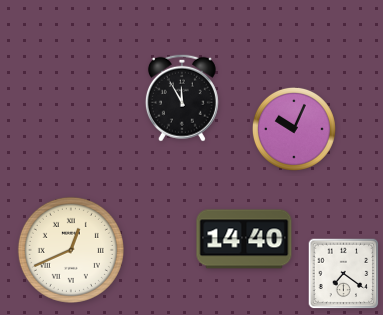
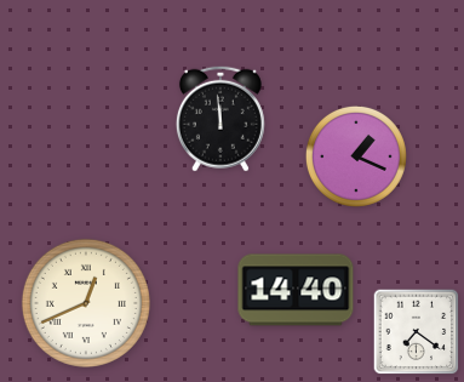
clock at (182, 98): 11:55 -> 11:59
clock at (294, 129): 10:04 -> 1:19
